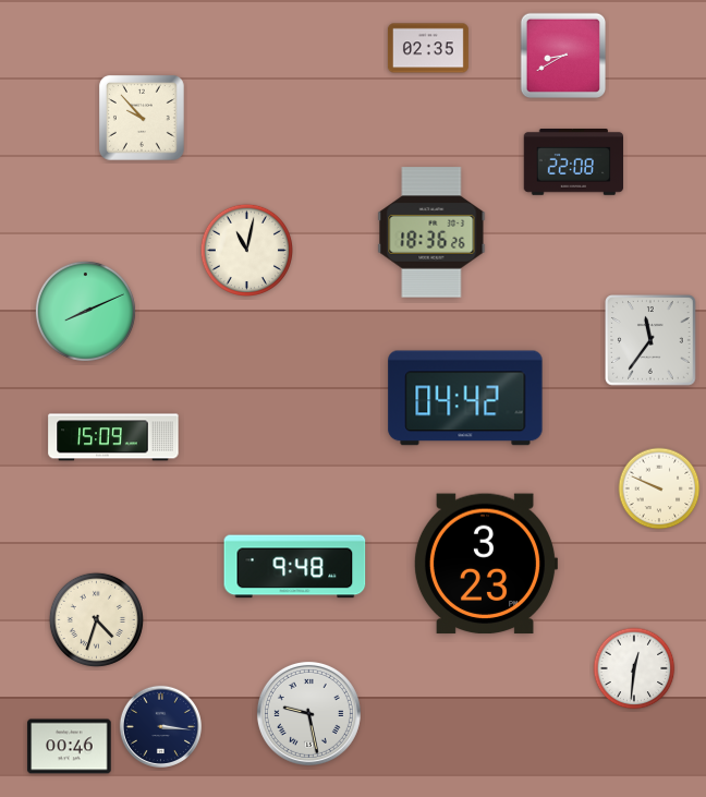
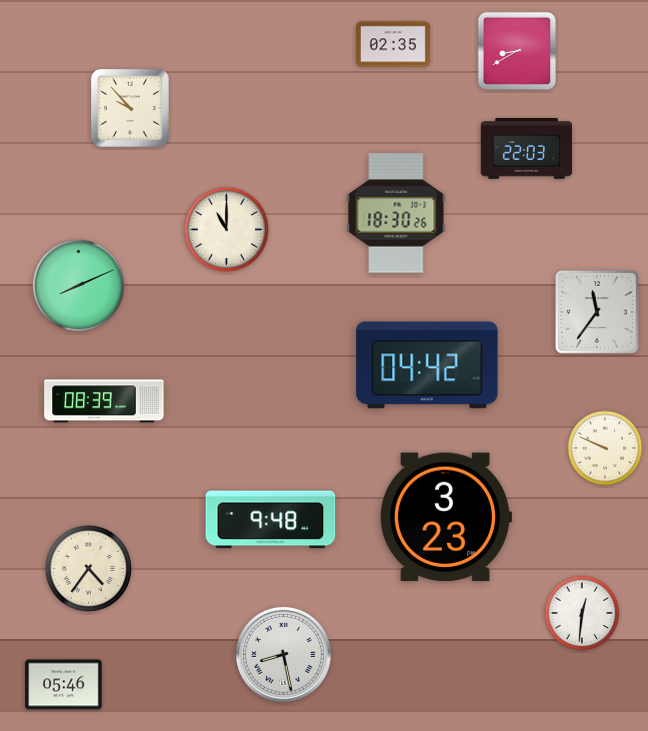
clock at (574, 162): 22:08 -> 22:03
clock at (431, 232): 18:36 -> 18:30
clock at (246, 250): 11:02 -> 11:00
clock at (113, 437): 15:09 -> 08:39
clock at (96, 619): 4:33 -> 4:36
clock at (308, 713): 9:28 -> 8:28
clock at (160, 726): 3:16 -> none
clock at (70, 747): 00:46 -> 05:46
